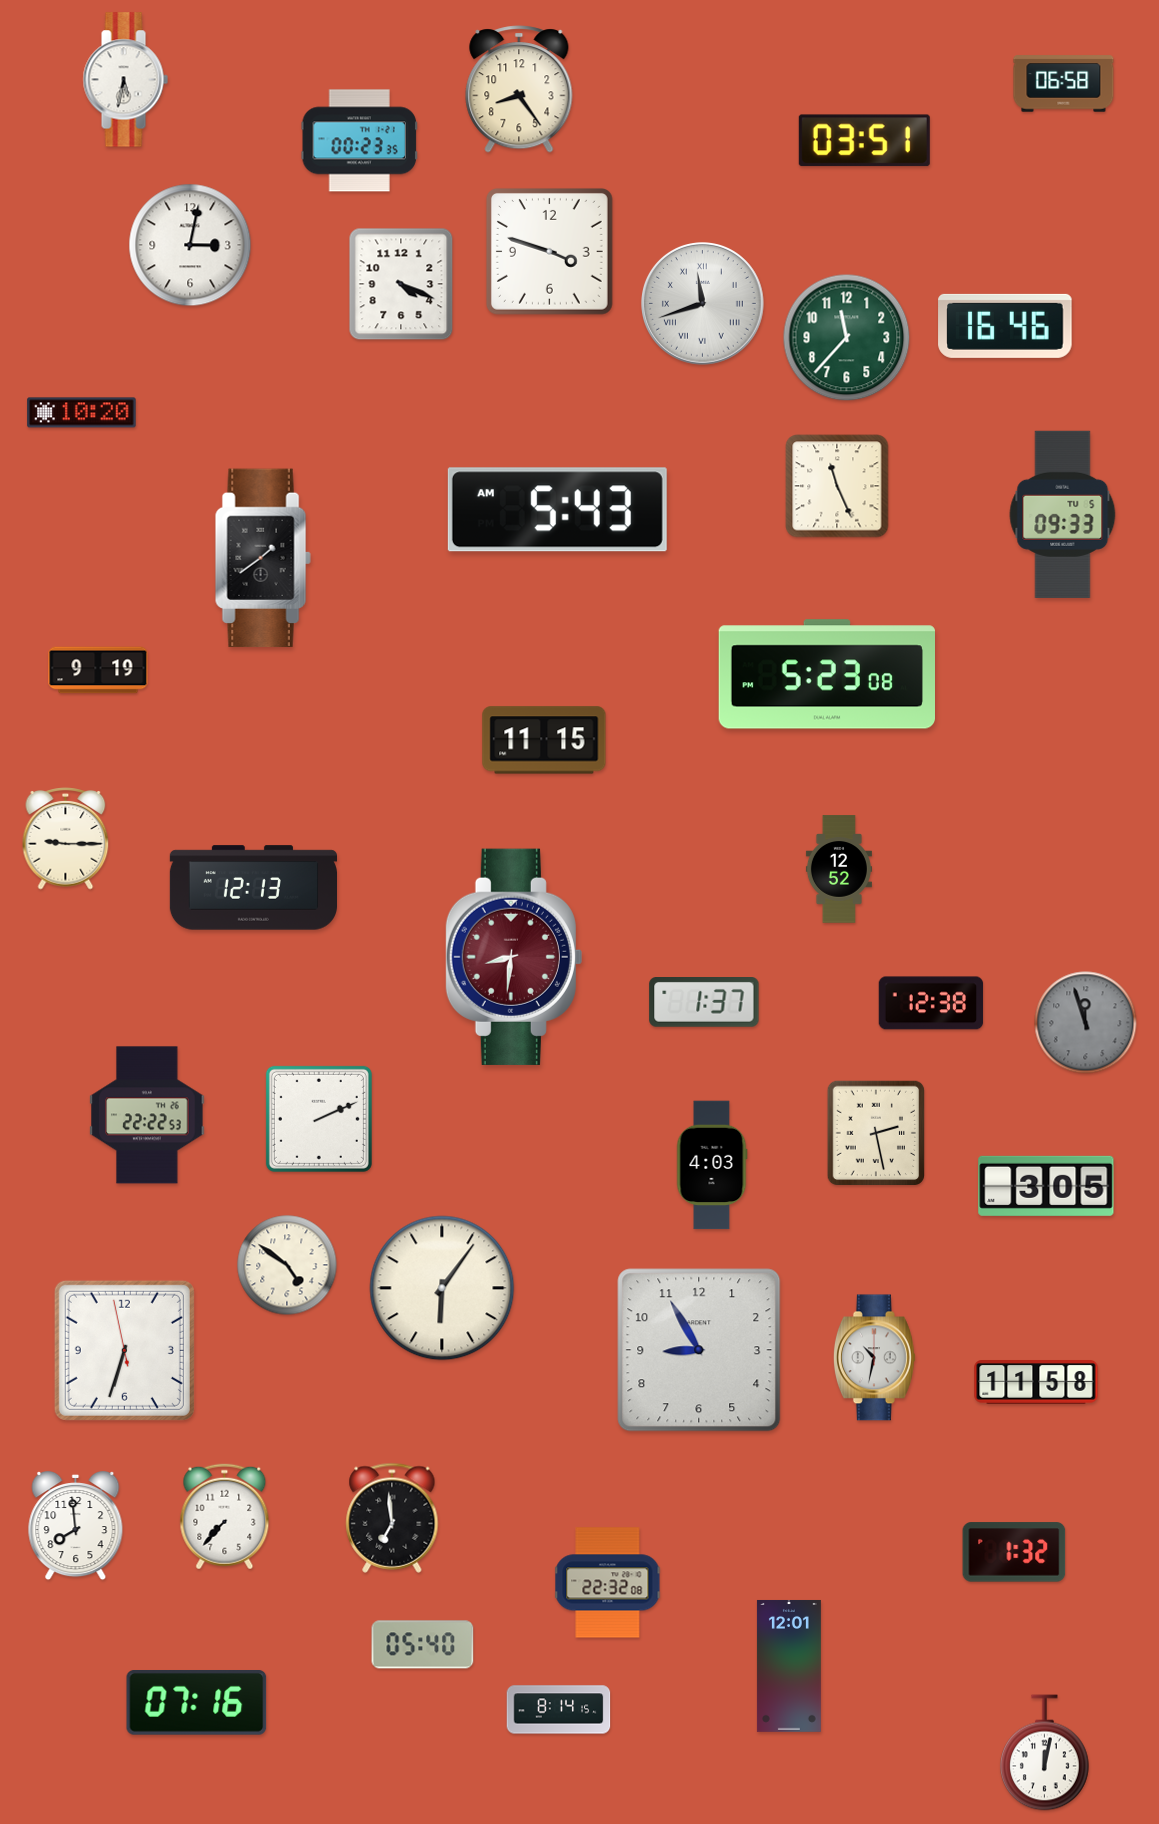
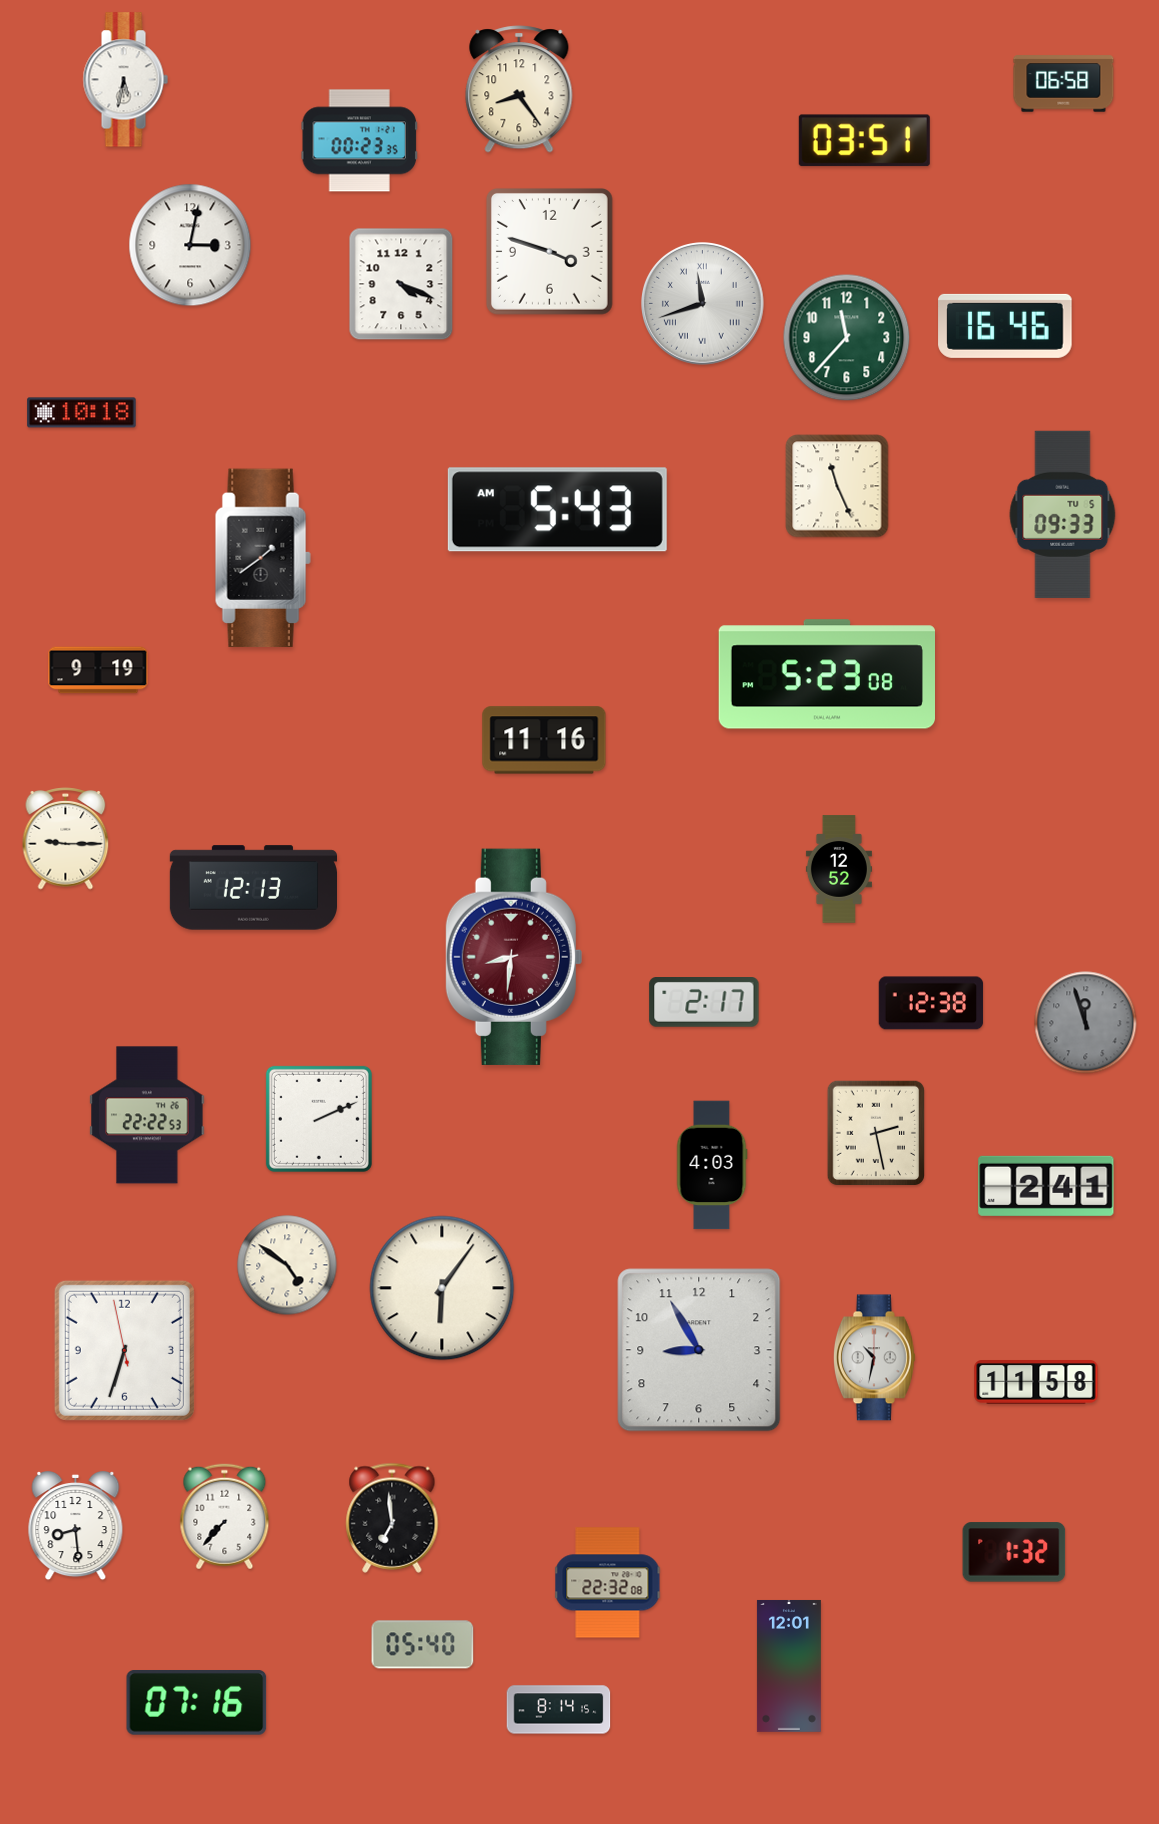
clock at (82, 413): 10:20 -> 10:18
clock at (544, 740): 11:15 -> 11:16
clock at (704, 1003): 1:37 -> 2:17
clock at (1046, 1186): 3:05 -> 2:41
clock at (76, 1527): 7:59 -> 8:29
clock at (1045, 1753): 12:02 -> none
